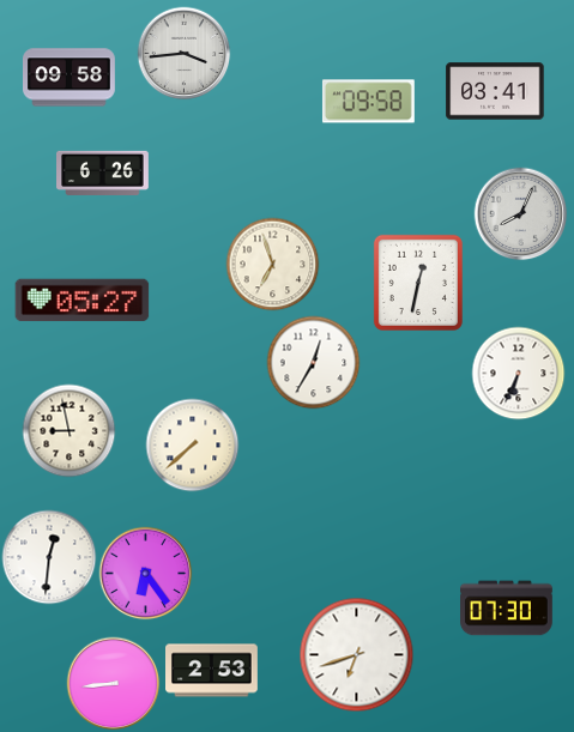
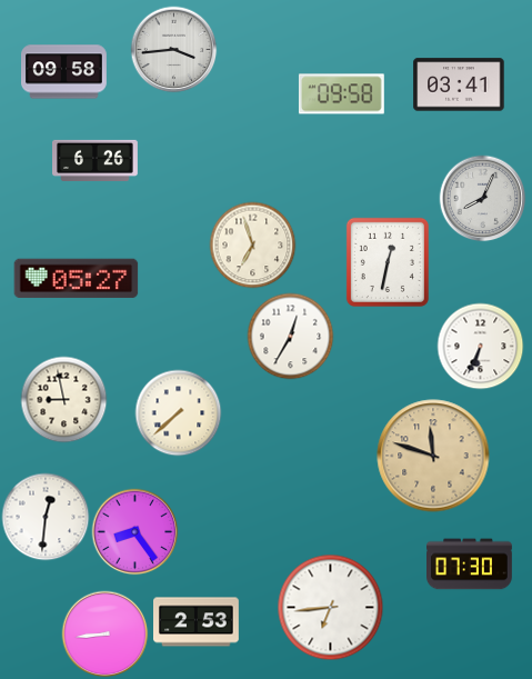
clock at (183, 53) position: (183, 53) -> (173, 49)
clock at (433, 456): none -> 11:48
clock at (145, 573): 6:24 -> 8:24
clock at (356, 654): 6:42 -> 6:44
